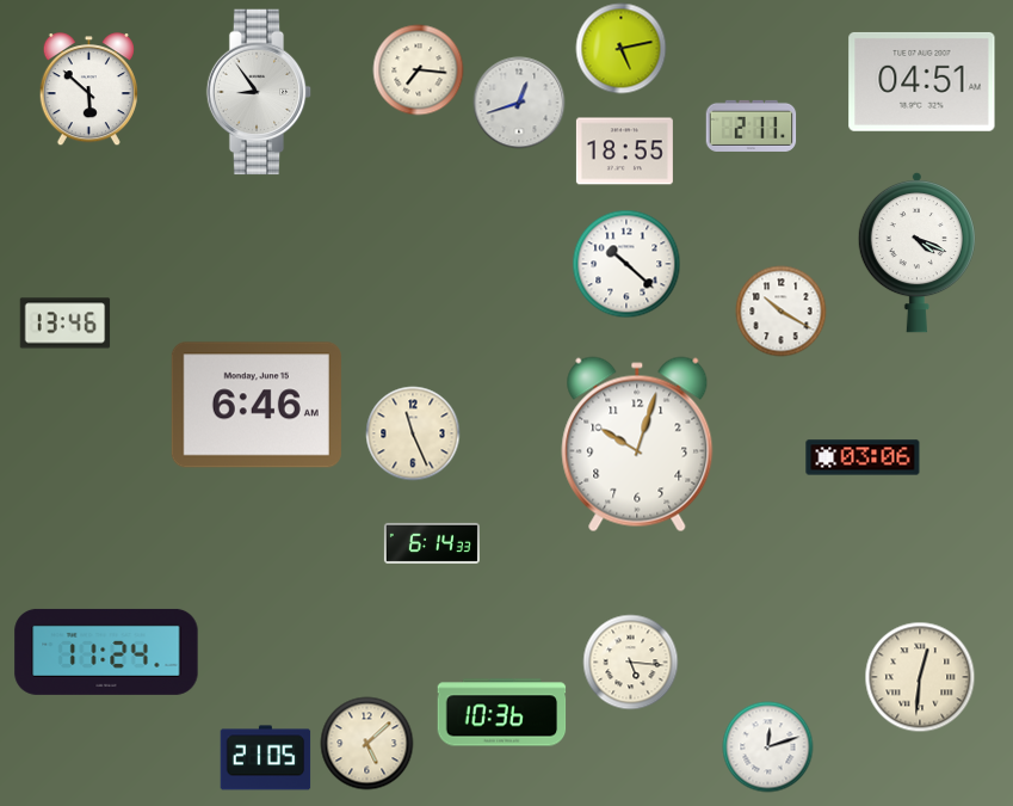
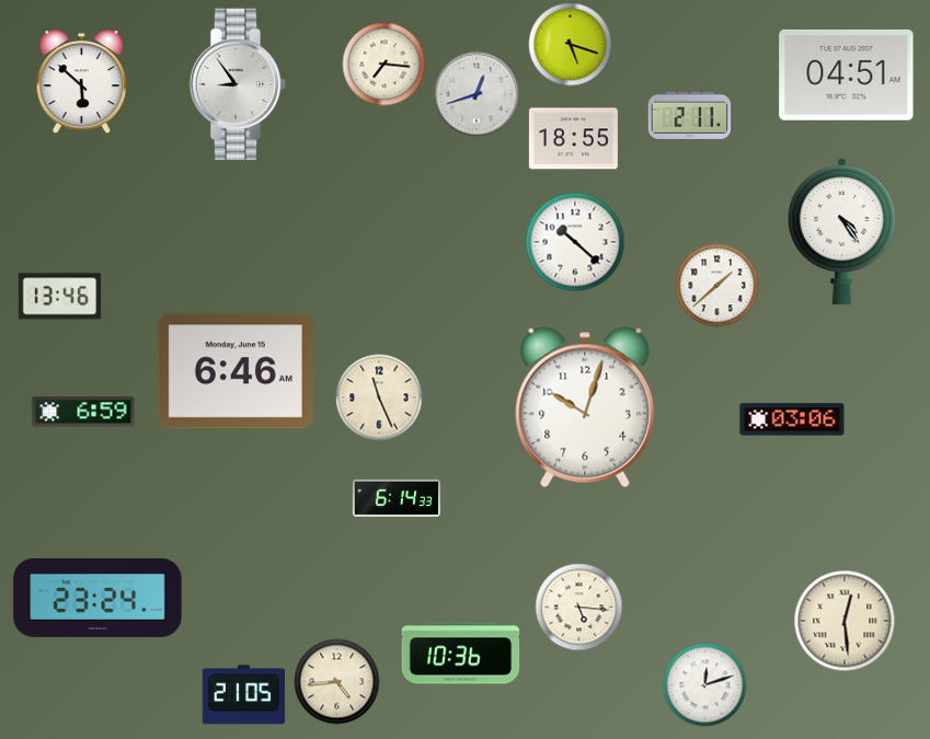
clock at (622, 49): 5:13 -> 5:18
clock at (916, 252): 4:19 -> 4:24
clock at (782, 312): 10:20 -> 1:38
clock at (83, 412): none -> 6:59
clock at (106, 652): 11:24 -> 23:24
clock at (920, 677): 12:31 -> 12:29
clock at (367, 744): 5:08 -> 4:44
